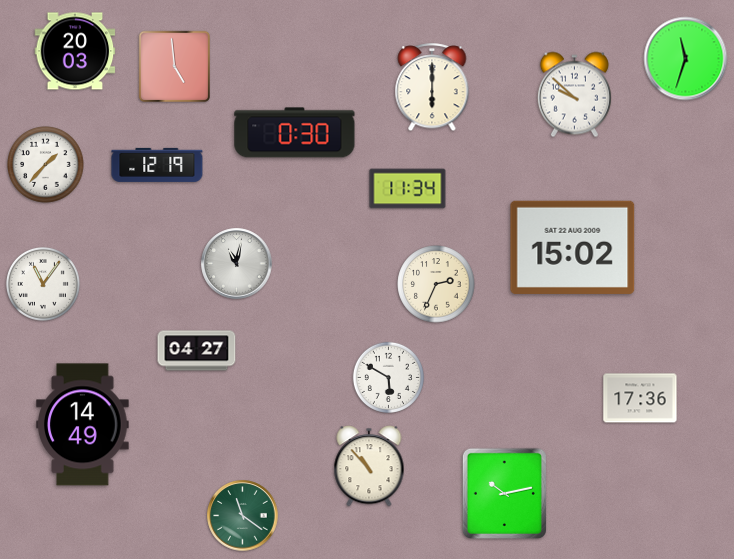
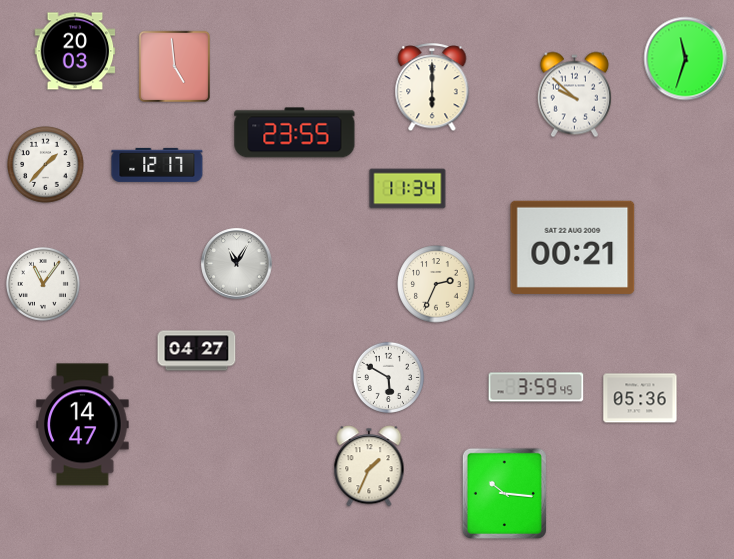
clock at (295, 133): 0:30 -> 23:55
clock at (157, 165): 12:19 -> 12:17
clock at (573, 247): 15:02 -> 00:21
clock at (237, 264): 11:02 -> 11:05
clock at (536, 387): none -> 3:59
clock at (640, 398): 17:36 -> 05:36
clock at (83, 425): 14:49 -> 14:47
clock at (369, 466): 10:53 -> 1:34
clock at (504, 493): 10:13 -> 10:16
clock at (243, 516): 11:21 -> none
